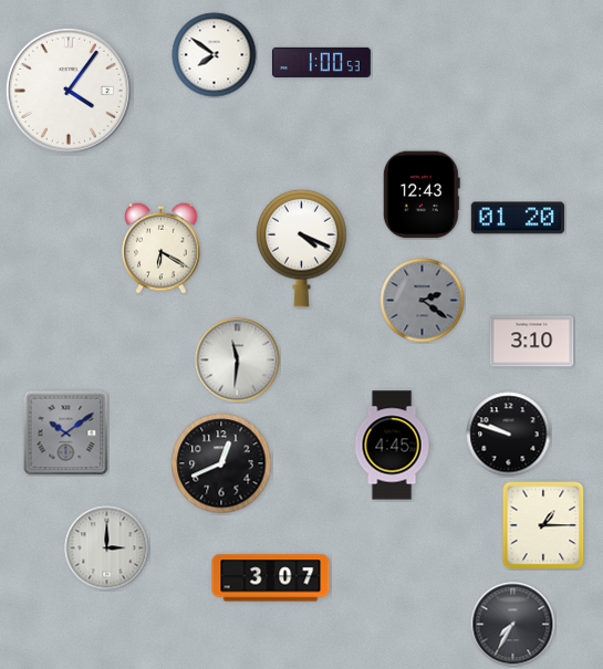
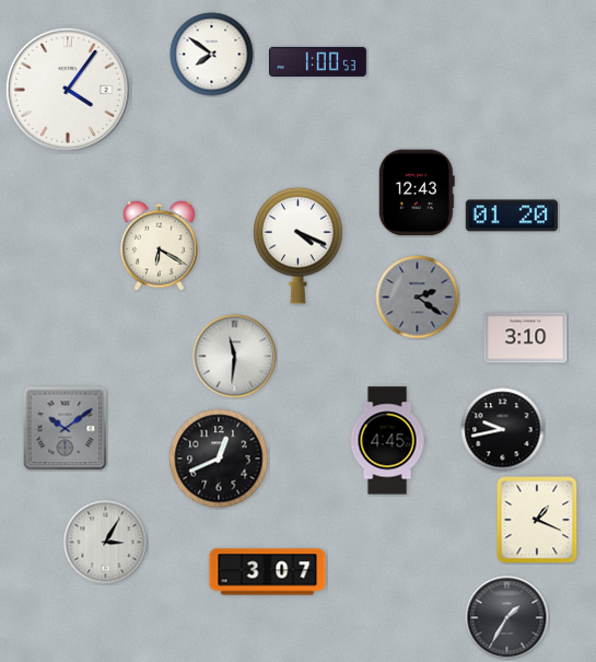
clock at (509, 435): 9:48 -> 9:43
clock at (543, 525): 1:15 -> 1:19
clock at (107, 548): 3:00 -> 3:05
clock at (513, 625): 7:35 -> 1:35
